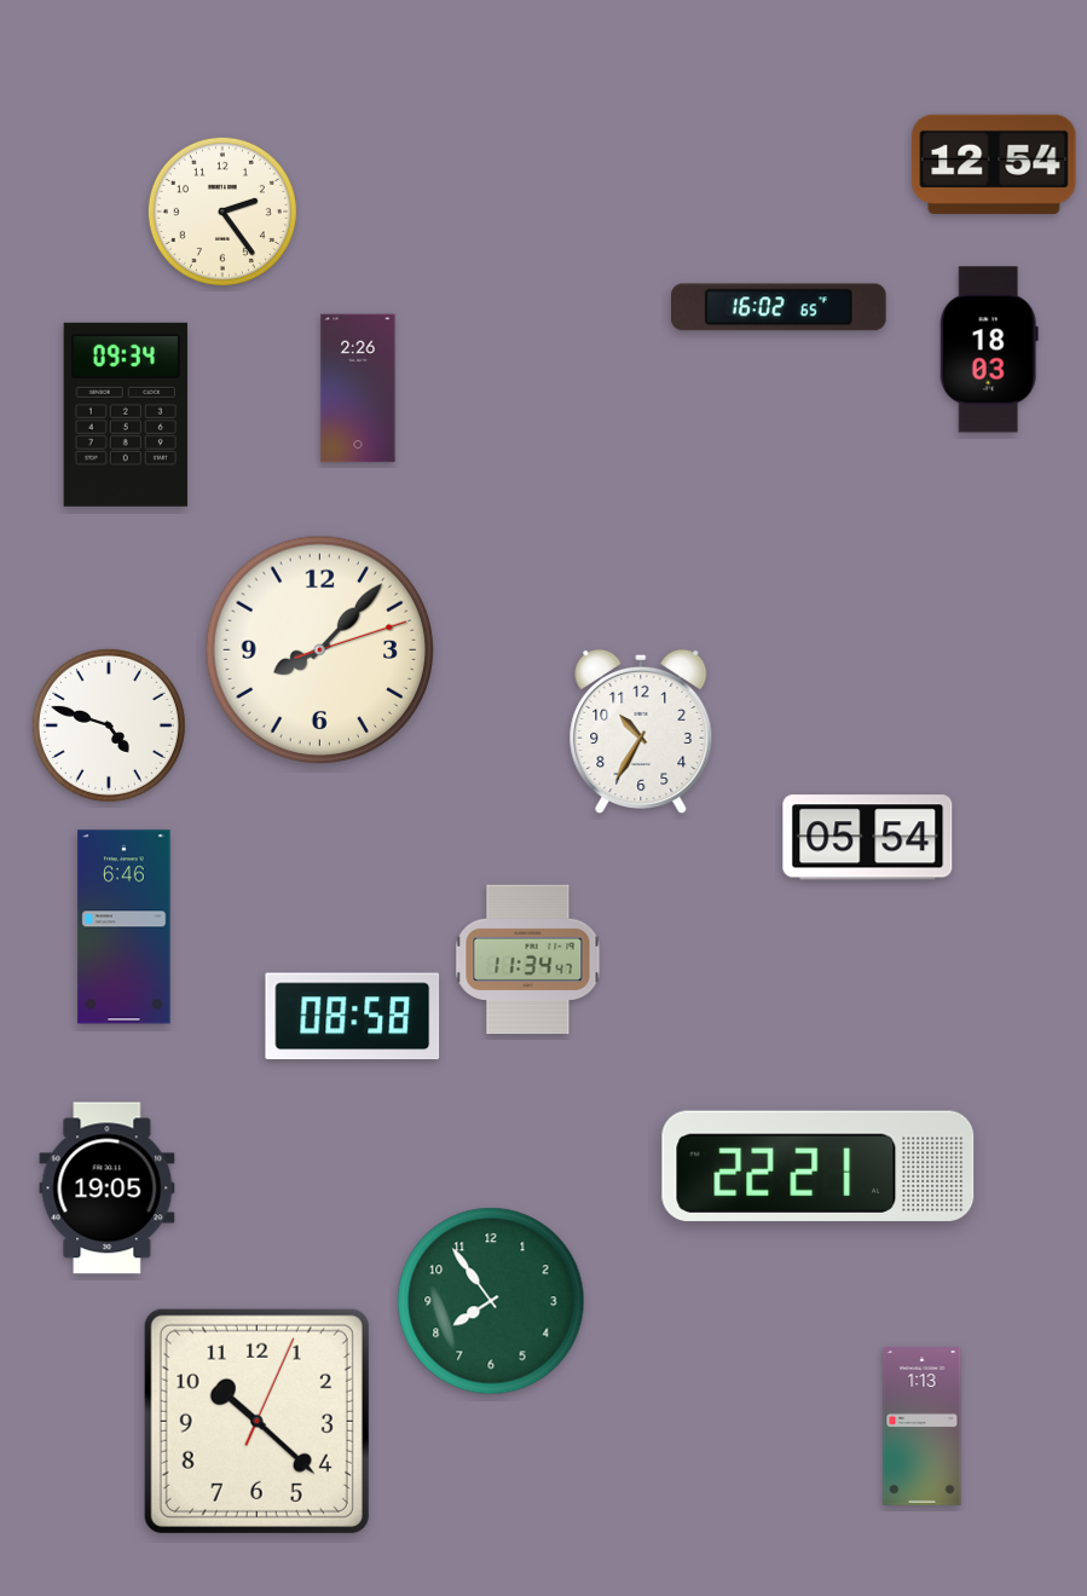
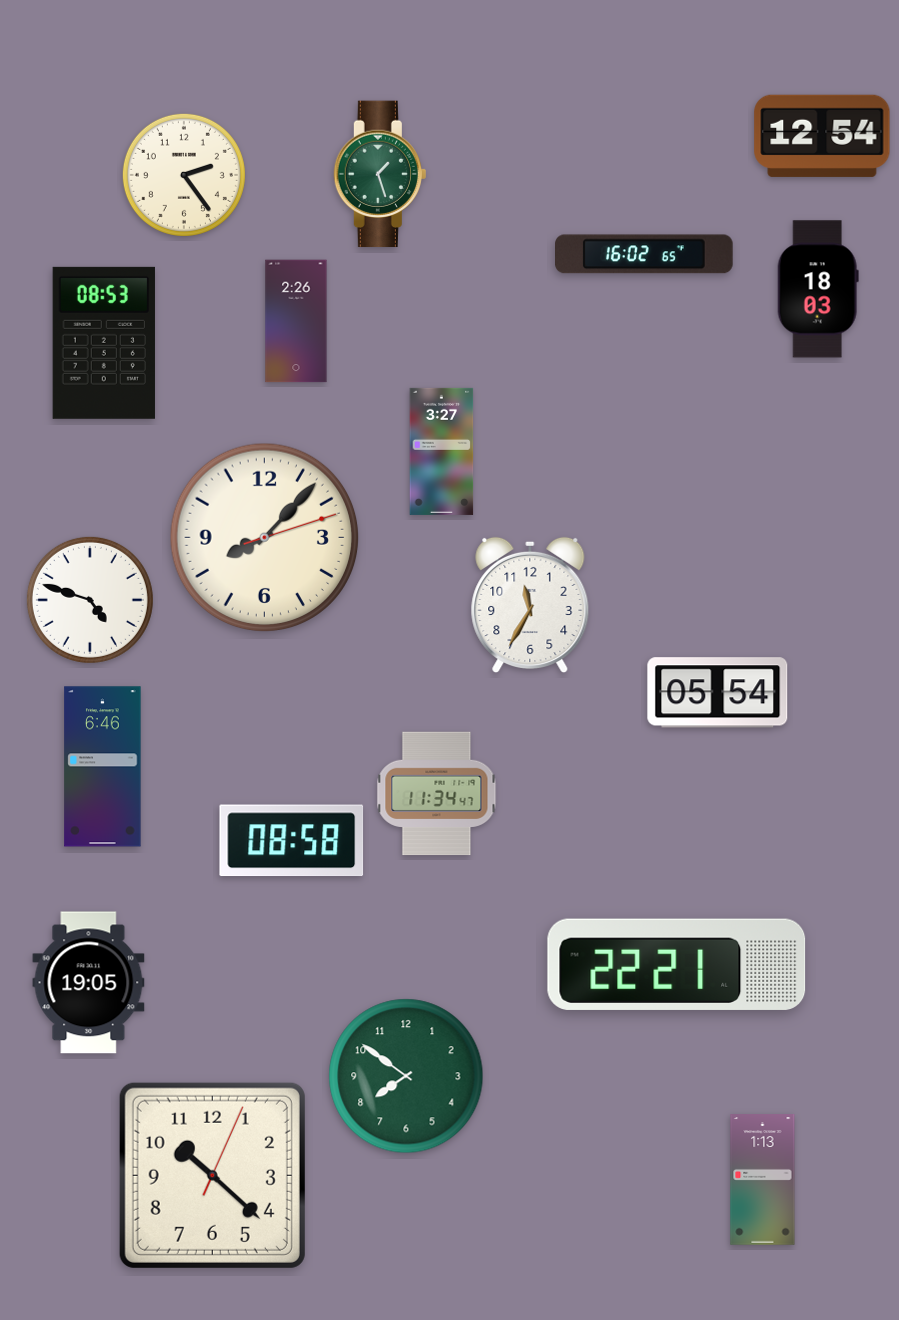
clock at (380, 174): none -> 1:27
clock at (126, 415): 09:34 -> 08:53
clock at (442, 451): none -> 3:27
clock at (641, 731): 10:35 -> 11:35
clock at (491, 1301): 7:54 -> 7:51
